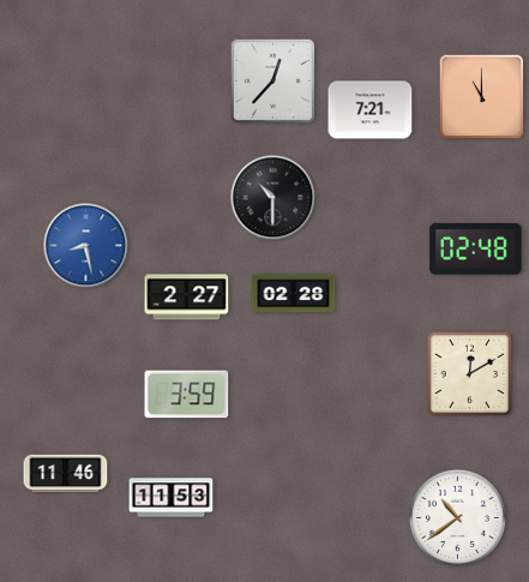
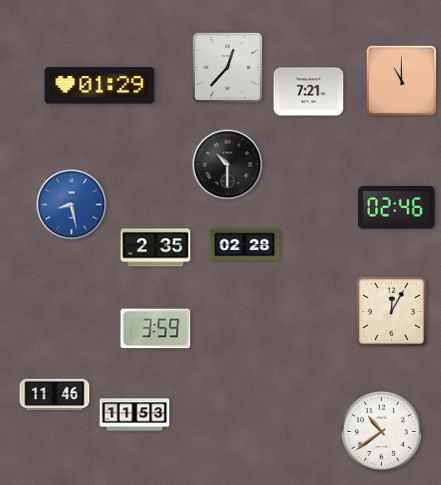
clock at (100, 86): none -> 01:29
clock at (476, 250): 02:48 -> 02:46
clock at (187, 298): 2:27 -> 2:35
clock at (470, 374): 12:10 -> 12:05
clock at (172, 498) position: (172, 498) -> (135, 415)
